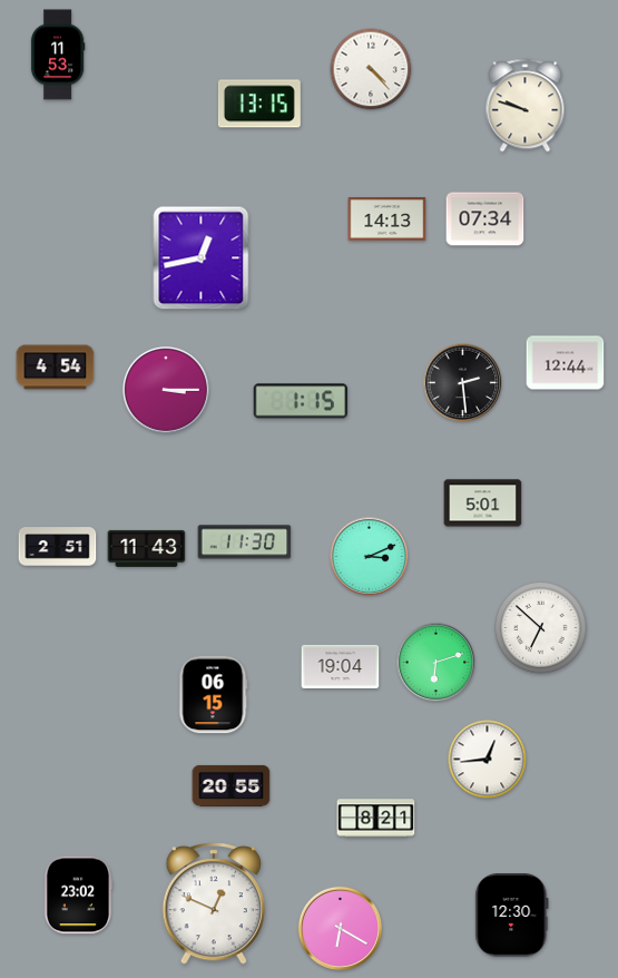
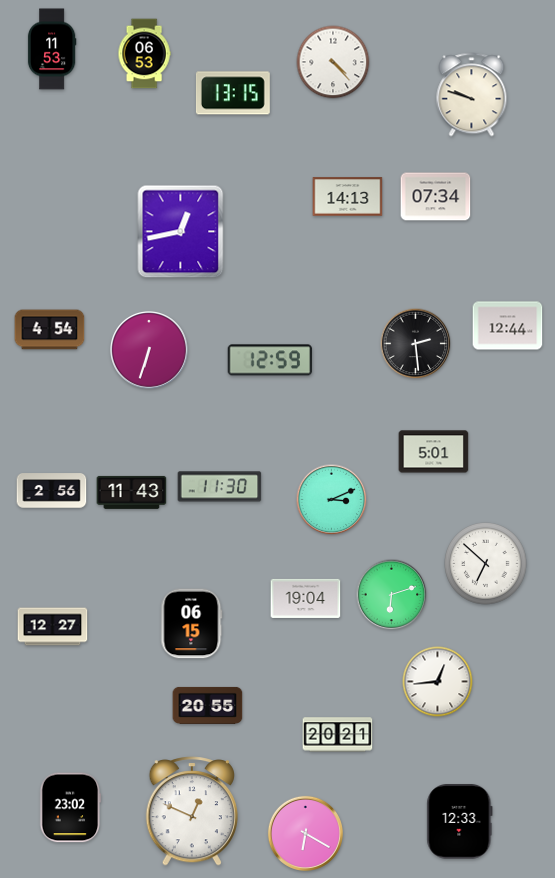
clock at (144, 54): none -> 06:53
clock at (166, 390): 3:15 -> 6:33
clock at (301, 401): 1:15 -> 12:59
clock at (58, 547): 2:51 -> 2:56
clock at (53, 627): none -> 12:27
clock at (376, 819): 8:21 -> 20:21
clock at (79, 896) position: (79, 896) -> (71, 808)
clock at (512, 916): 12:30 -> 12:33
